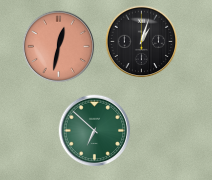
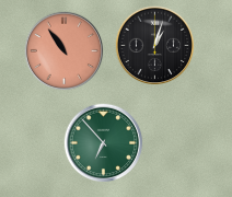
clock at (59, 47): 12:32 -> 10:54
clock at (95, 131): 6:52 -> 6:53
